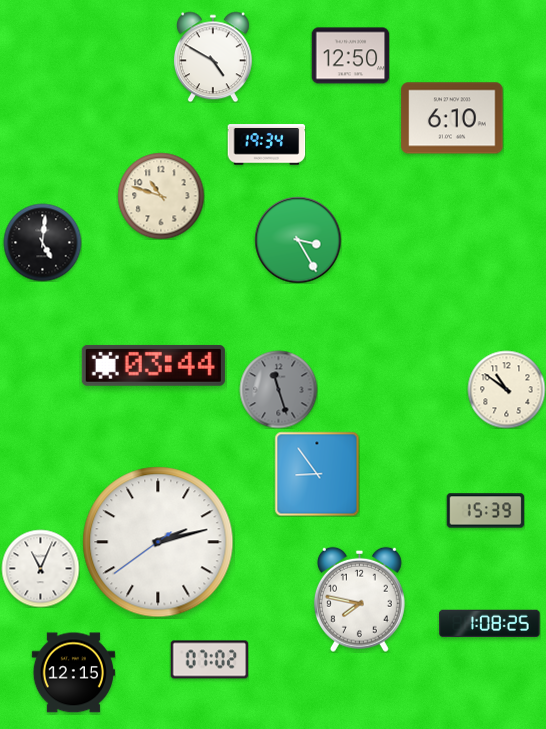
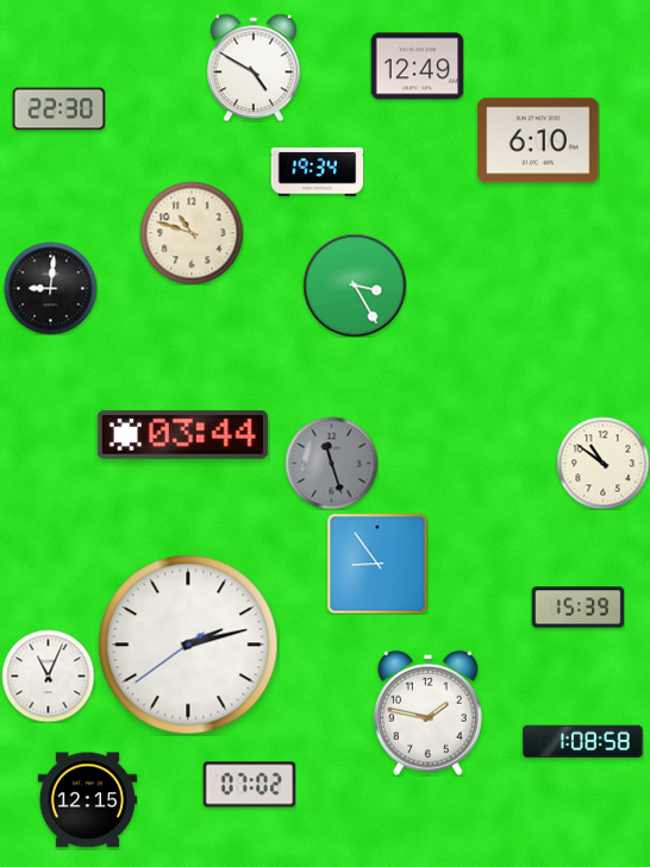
clock at (350, 56): 12:50 -> 12:49
clock at (58, 109): none -> 22:30
clock at (42, 242): 5:01 -> 9:01
clock at (359, 599): 7:47 -> 1:47
clock at (490, 624): 1:08:25 -> 1:08:58
